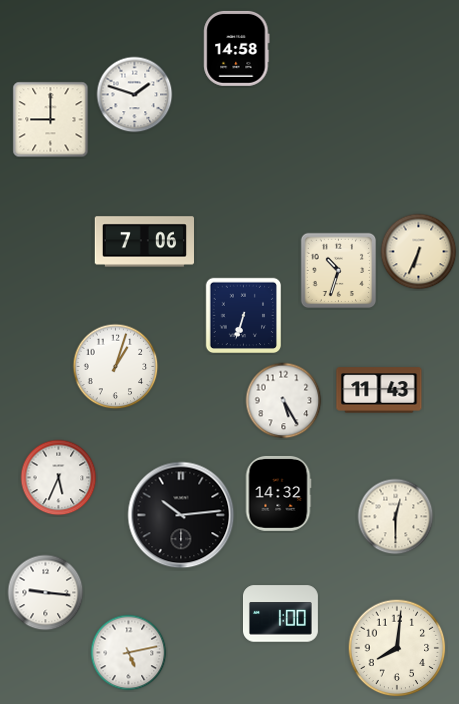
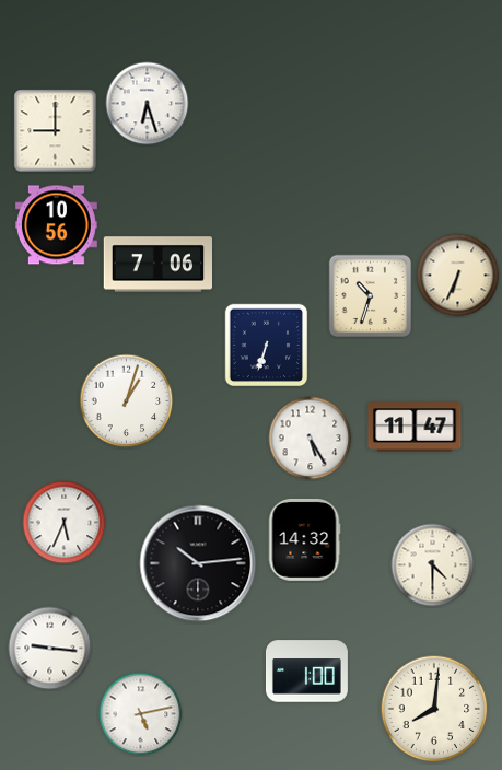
clock at (237, 48): 14:58 -> none
clock at (135, 95): 1:48 -> 6:27
clock at (56, 225): none -> 10:56
clock at (379, 390): 11:43 -> 11:47
clock at (396, 517): 12:30 -> 4:30
